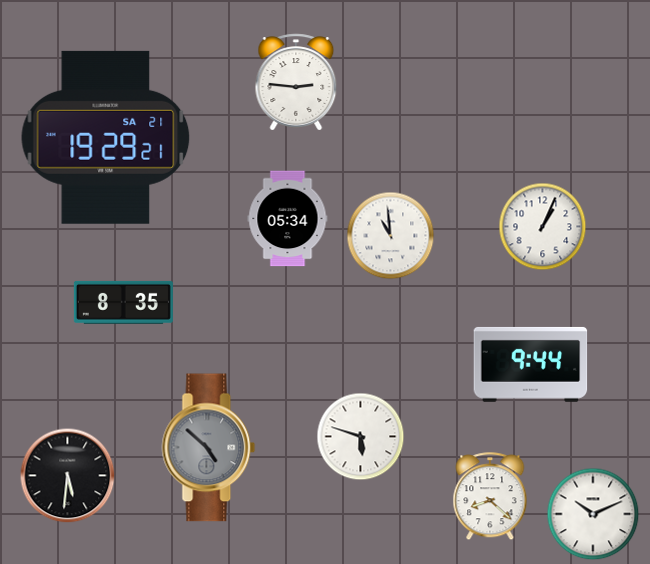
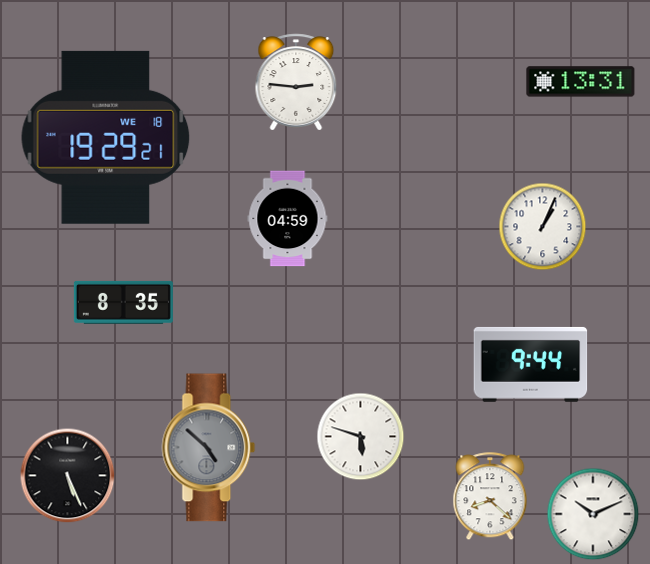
clock at (581, 82): none -> 13:31
clock at (106, 137) date: SA 21 -> WE 18
clock at (288, 219): 05:34 -> 04:59
clock at (391, 236): 10:59 -> none
clock at (68, 476): 5:31 -> 5:26
